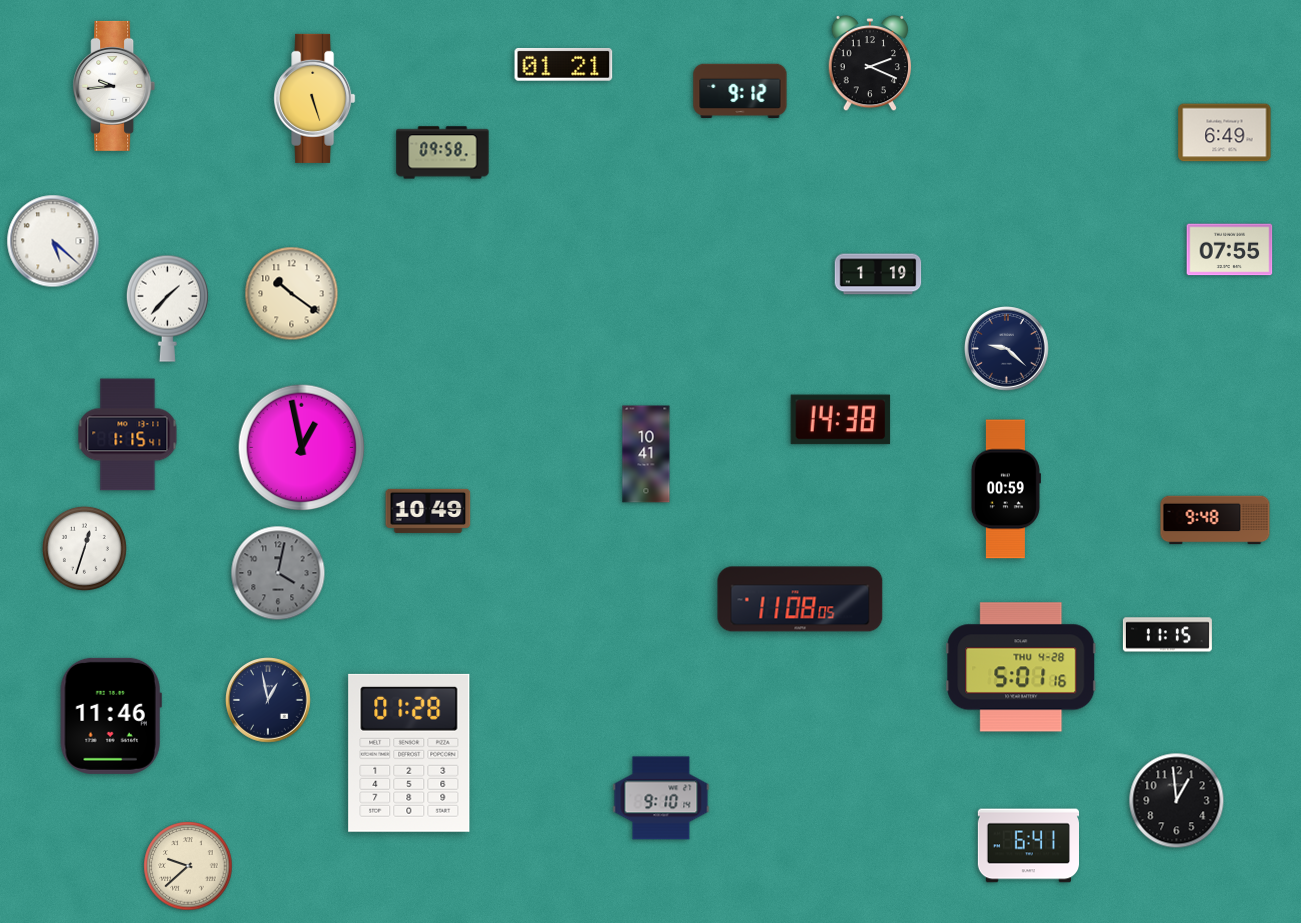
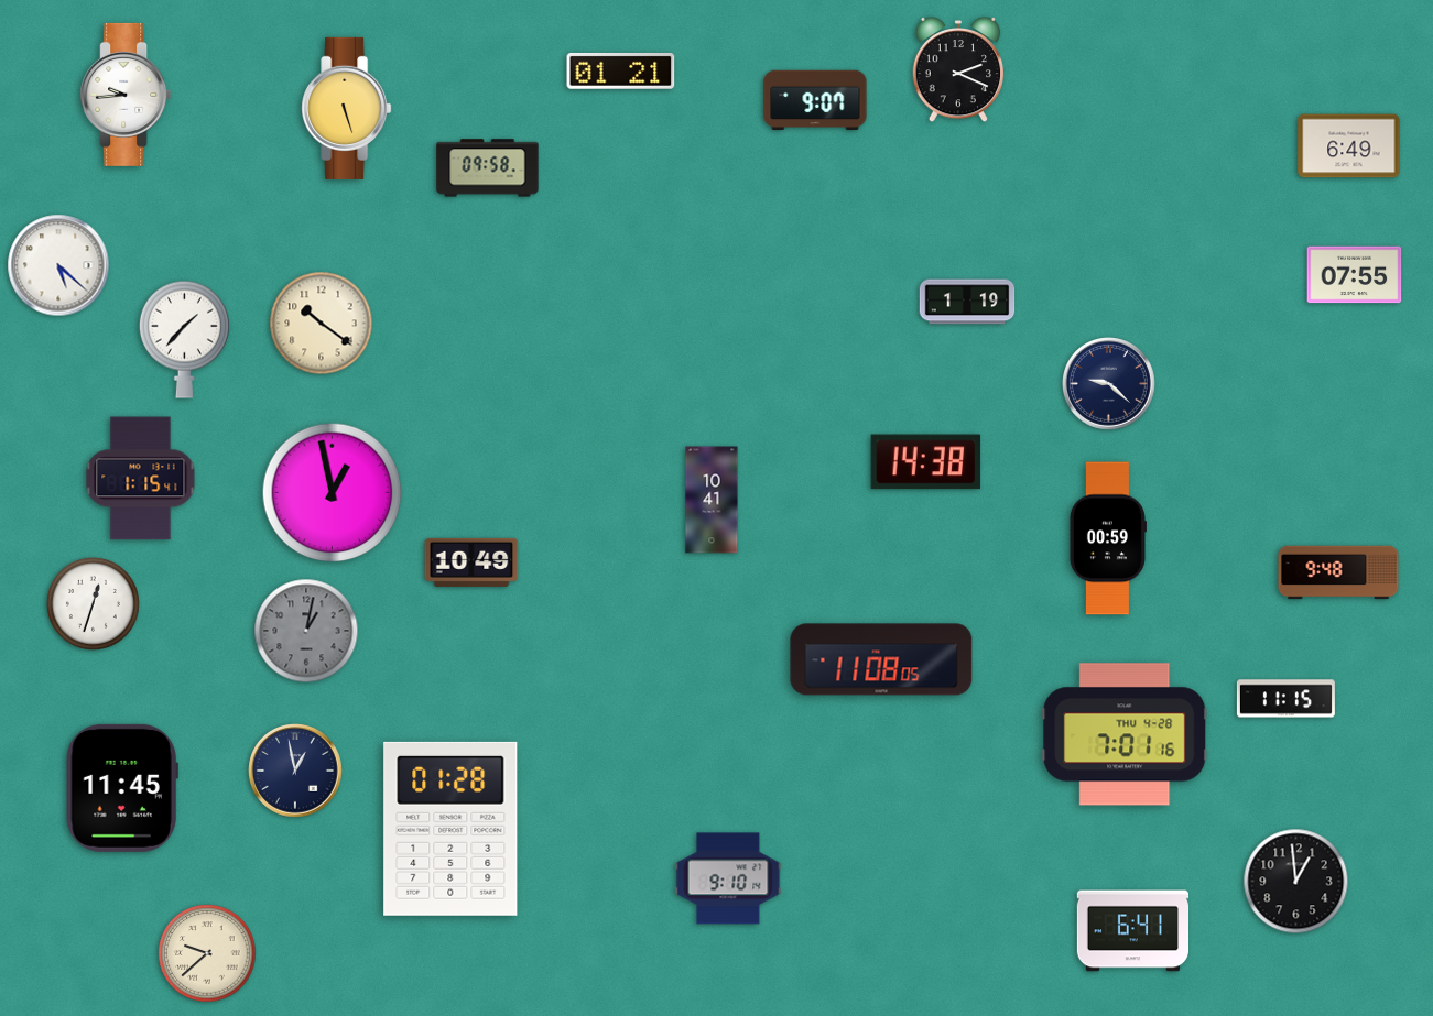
clock at (740, 91): 9:12 -> 9:07
clock at (278, 573): 4:02 -> 1:02
clock at (1021, 667): 5:01 -> 7:01
clock at (111, 716): 11:46 -> 11:45
